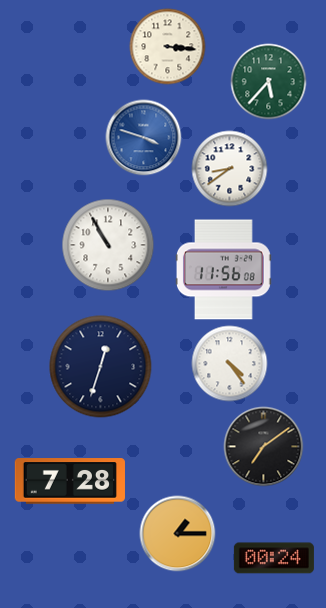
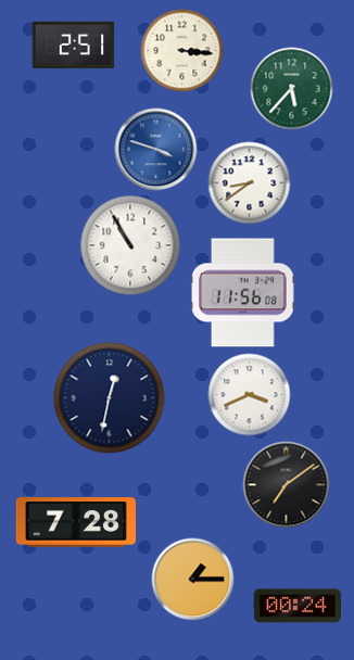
clock at (74, 45): none -> 2:51
clock at (108, 245) position: (108, 245) -> (130, 245)
clock at (230, 364): 4:24 -> 3:41
clock at (101, 367): 12:33 -> 12:32
